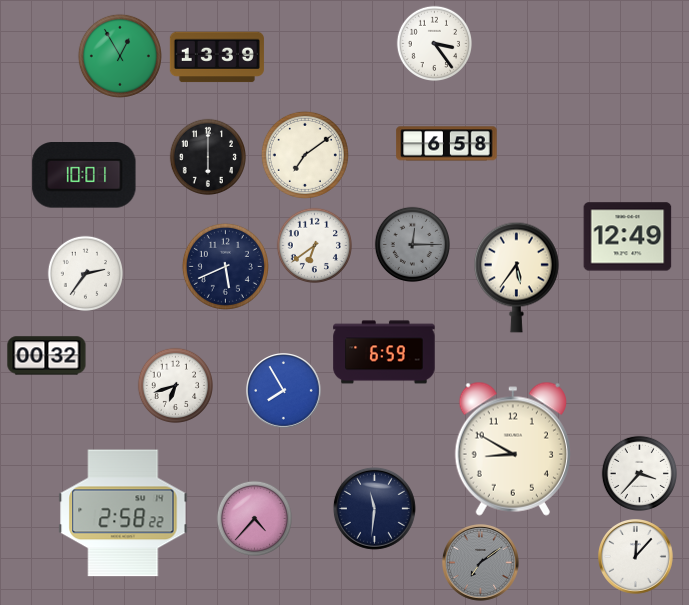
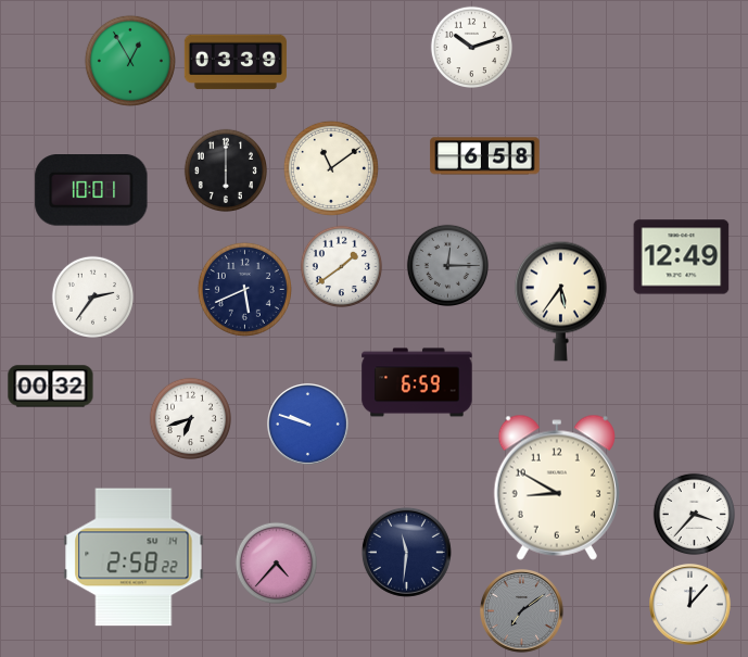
clock at (434, 43): 3:24 -> 10:12
clock at (217, 57): 13:39 -> 03:39
clock at (305, 155): 7:09 -> 11:09
clock at (314, 245): 6:39 -> 1:39
clock at (284, 391): 7:55 -> 9:48
